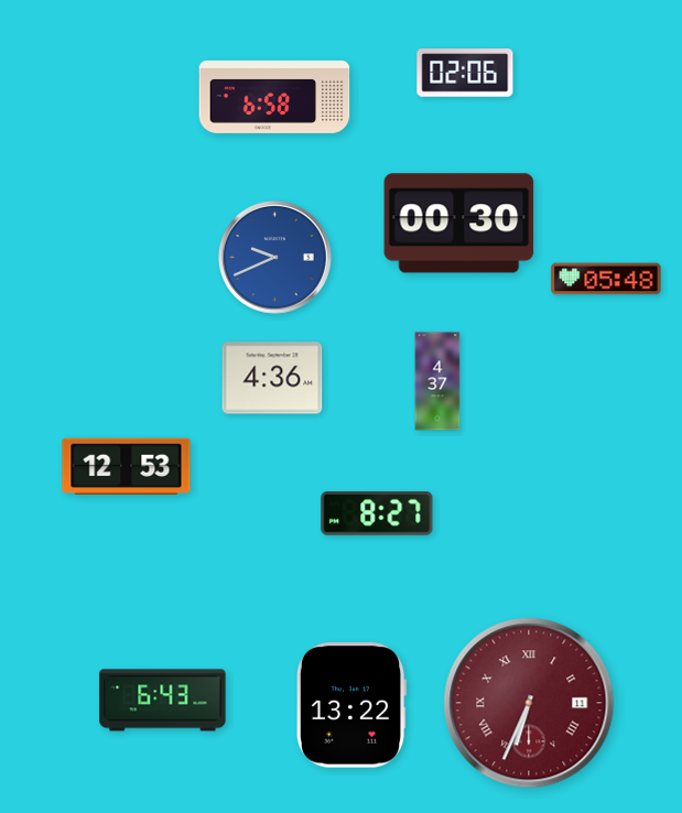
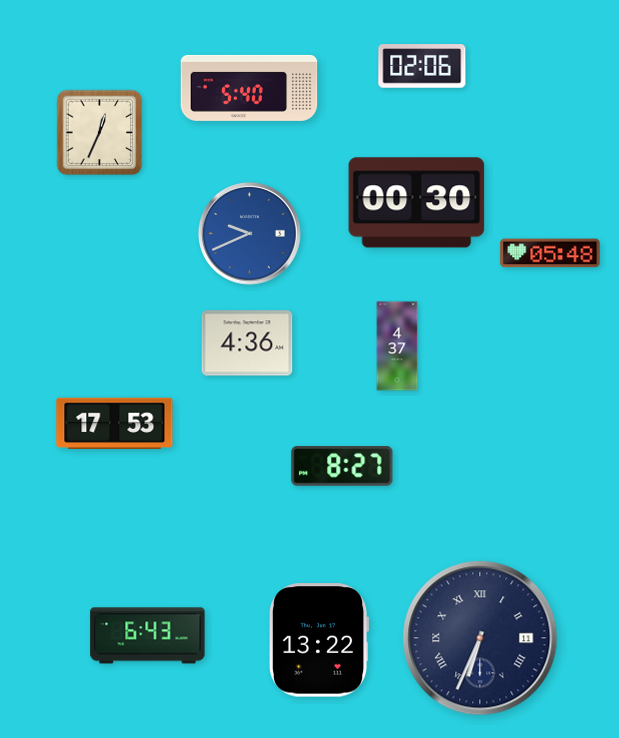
clock at (274, 97): 6:58 -> 5:40
clock at (100, 133): none -> 12:34
clock at (127, 466): 12:53 -> 17:53
clock at (529, 703) dial: burgundy -> navy
